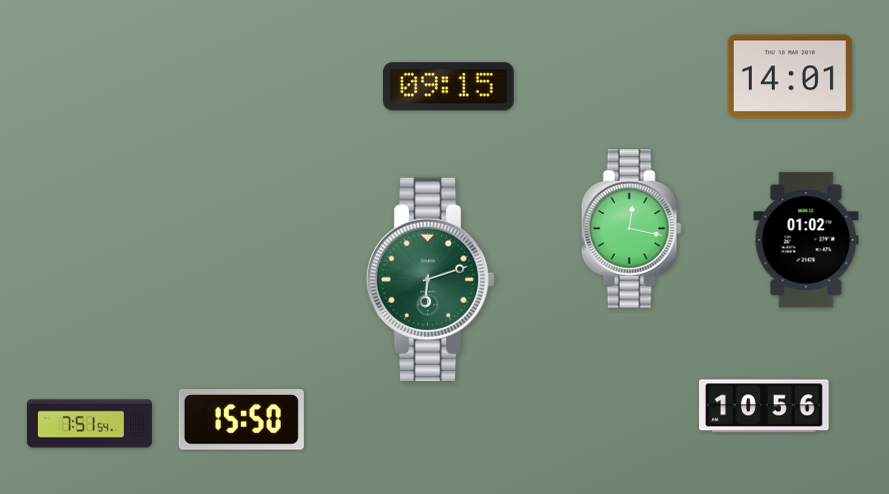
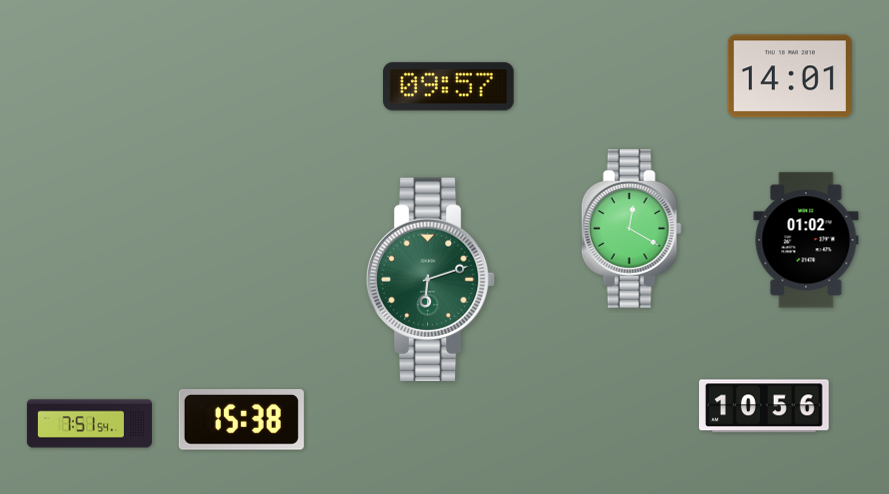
clock at (449, 87): 09:15 -> 09:57
clock at (631, 229): 12:17 -> 12:20
clock at (241, 420): 15:50 -> 15:38
